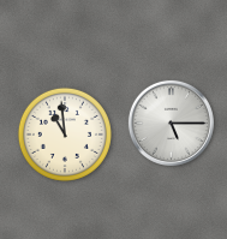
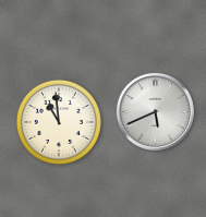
clock at (171, 123): 5:15 -> 5:41
